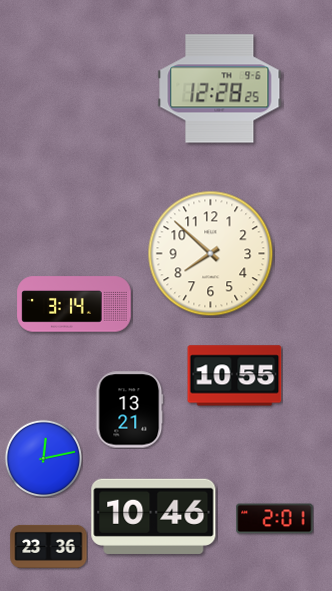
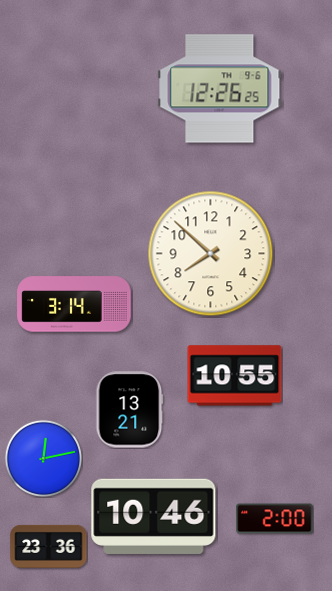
clock at (220, 89): 12:28 -> 12:26
clock at (275, 519): 2:01 -> 2:00
